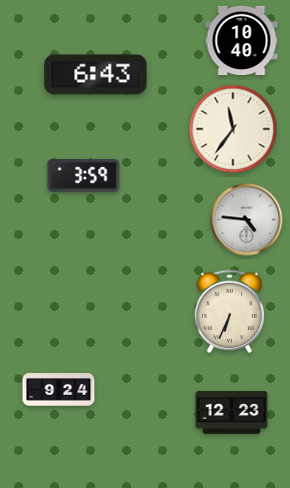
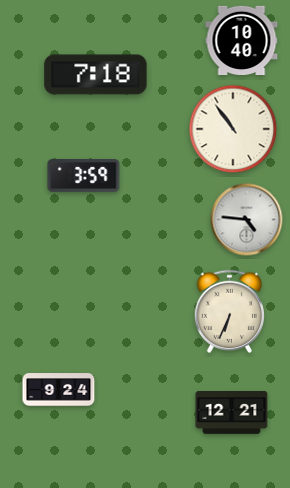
clock at (96, 75): 6:43 -> 7:18
clock at (233, 129): 11:36 -> 10:54
clock at (232, 413): 12:23 -> 12:21
